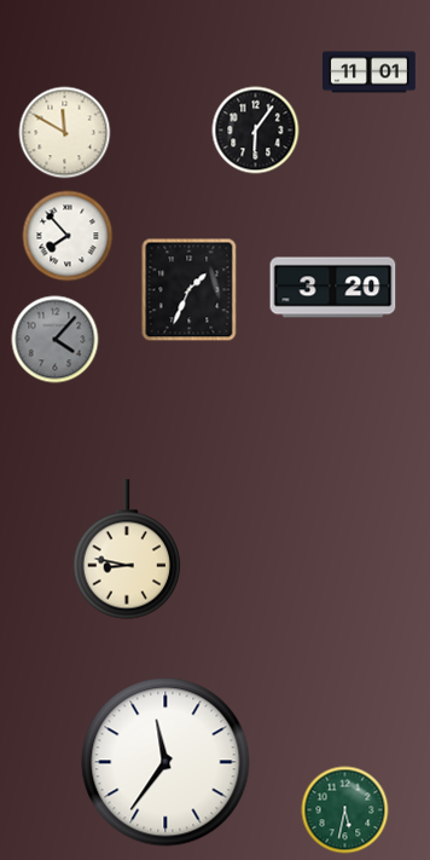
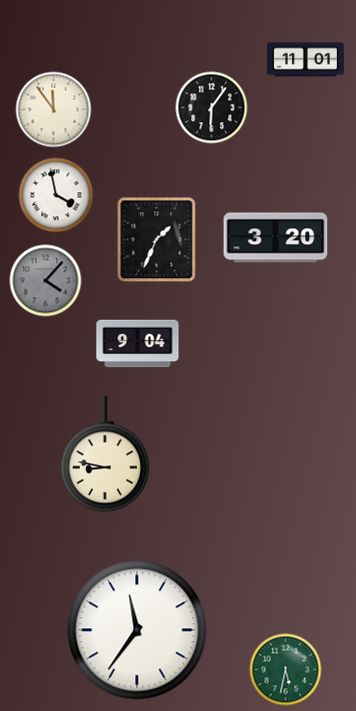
clock at (65, 133): 11:50 -> 11:54
clock at (68, 236): 7:53 -> 3:58
clock at (138, 344): none -> 9:04
